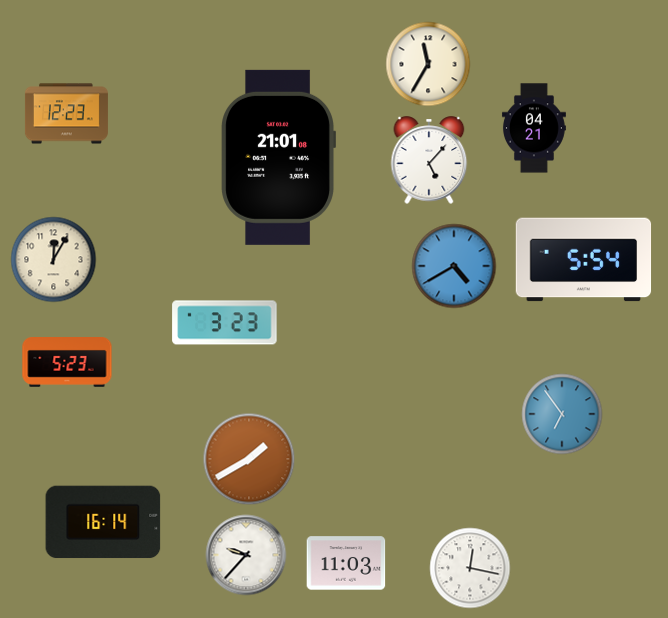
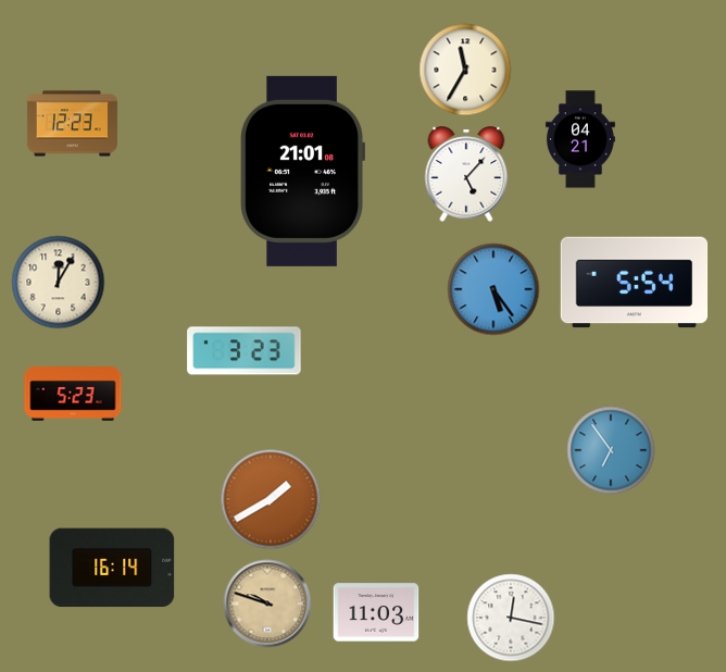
clock at (454, 266): 4:40 -> 5:24
clock at (246, 555): 9:37 -> 9:48
clock at (246, 555) dial: white -> champagne
